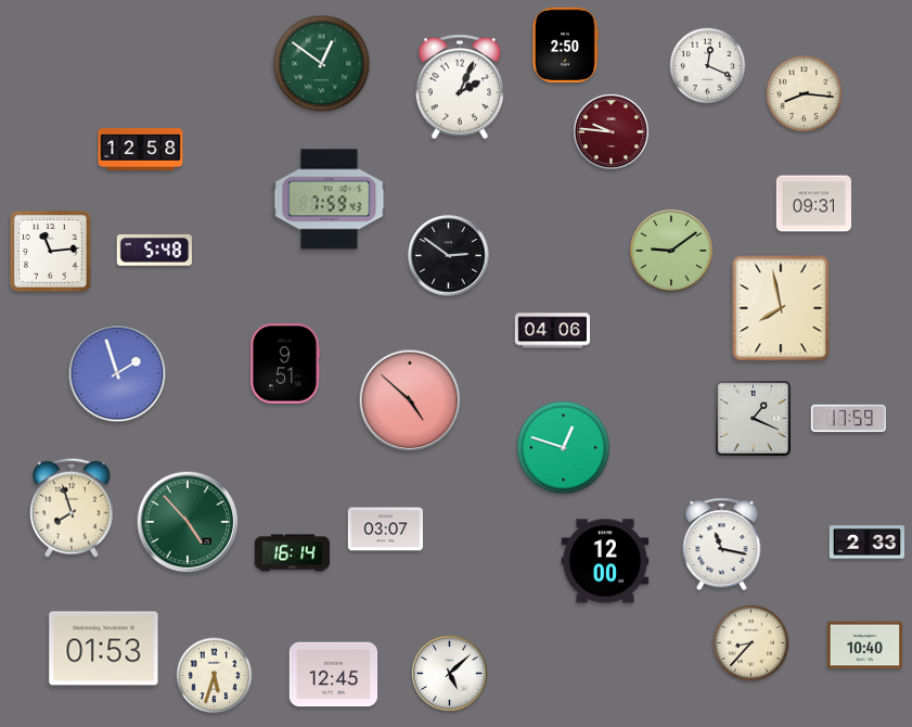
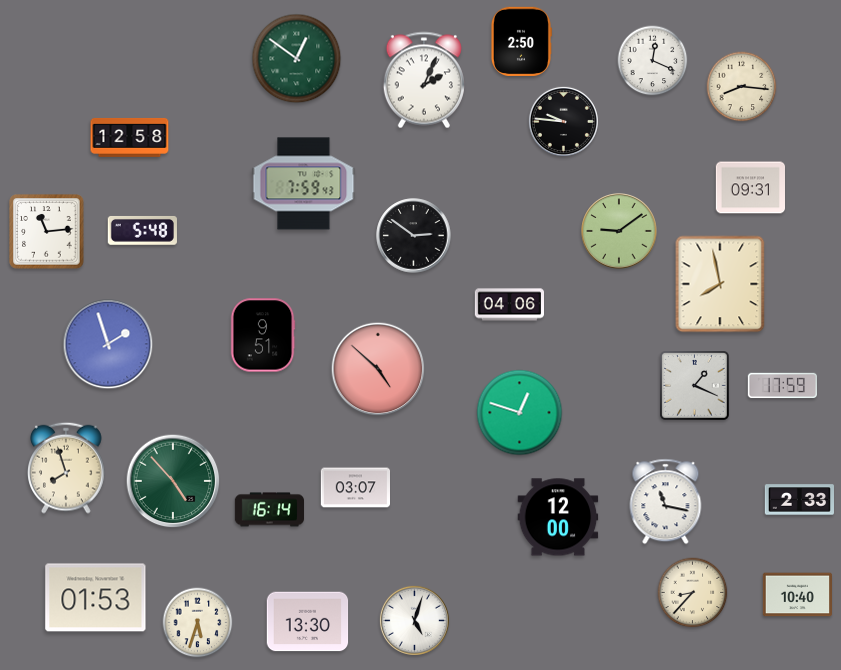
clock at (611, 131) dial: burgundy -> black
clock at (449, 673): 5:08 -> 5:03
clock at (334, 675): 12:45 -> 13:30
